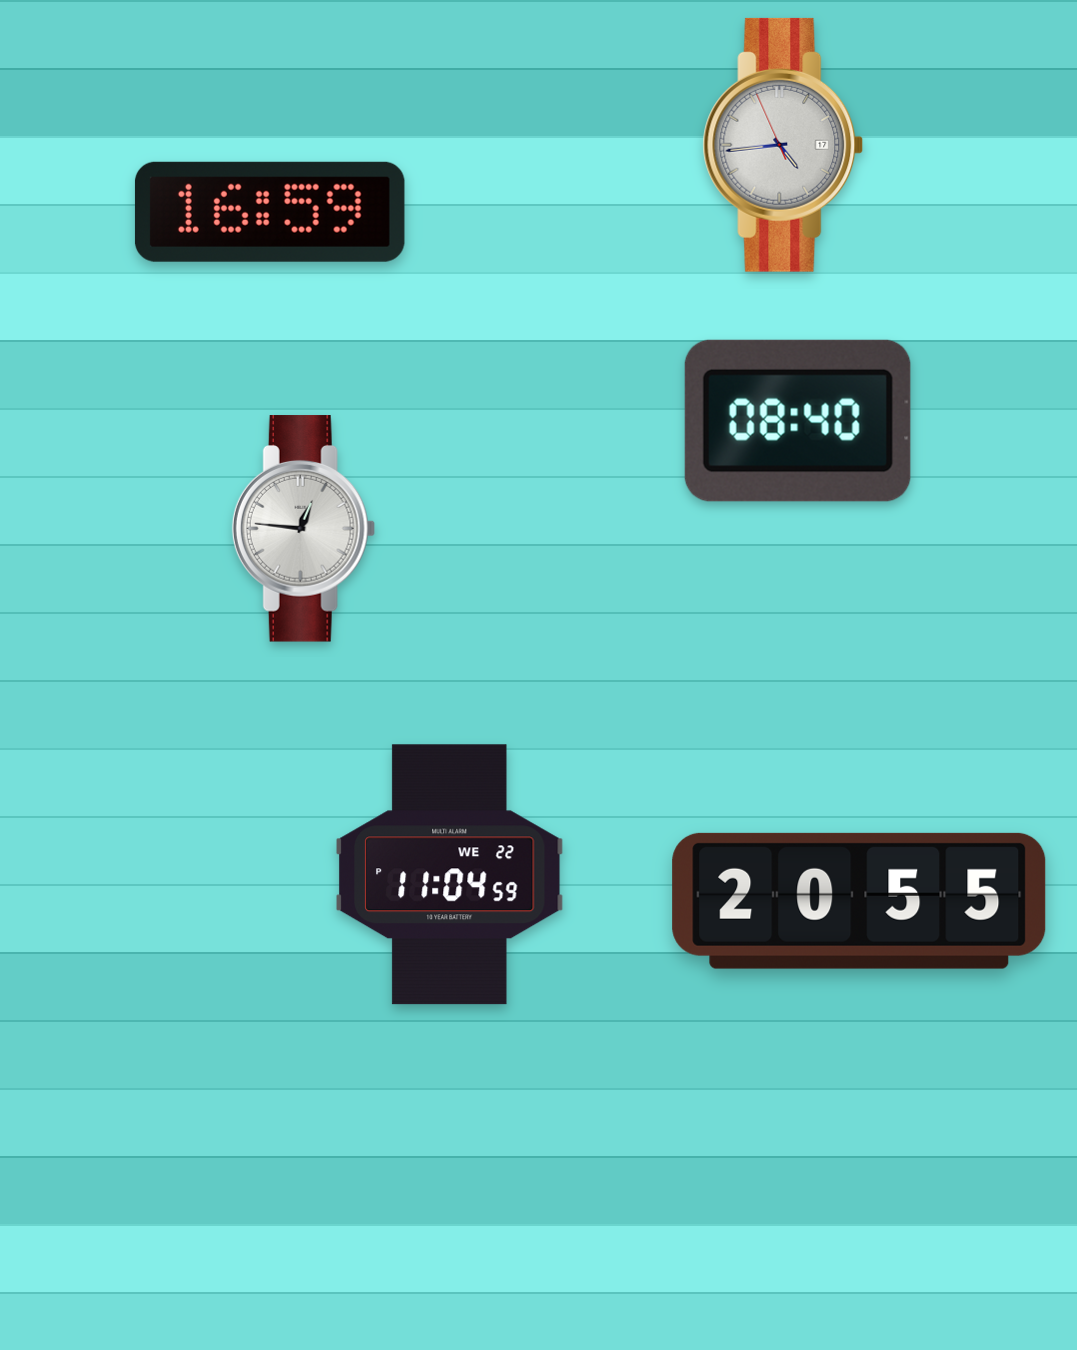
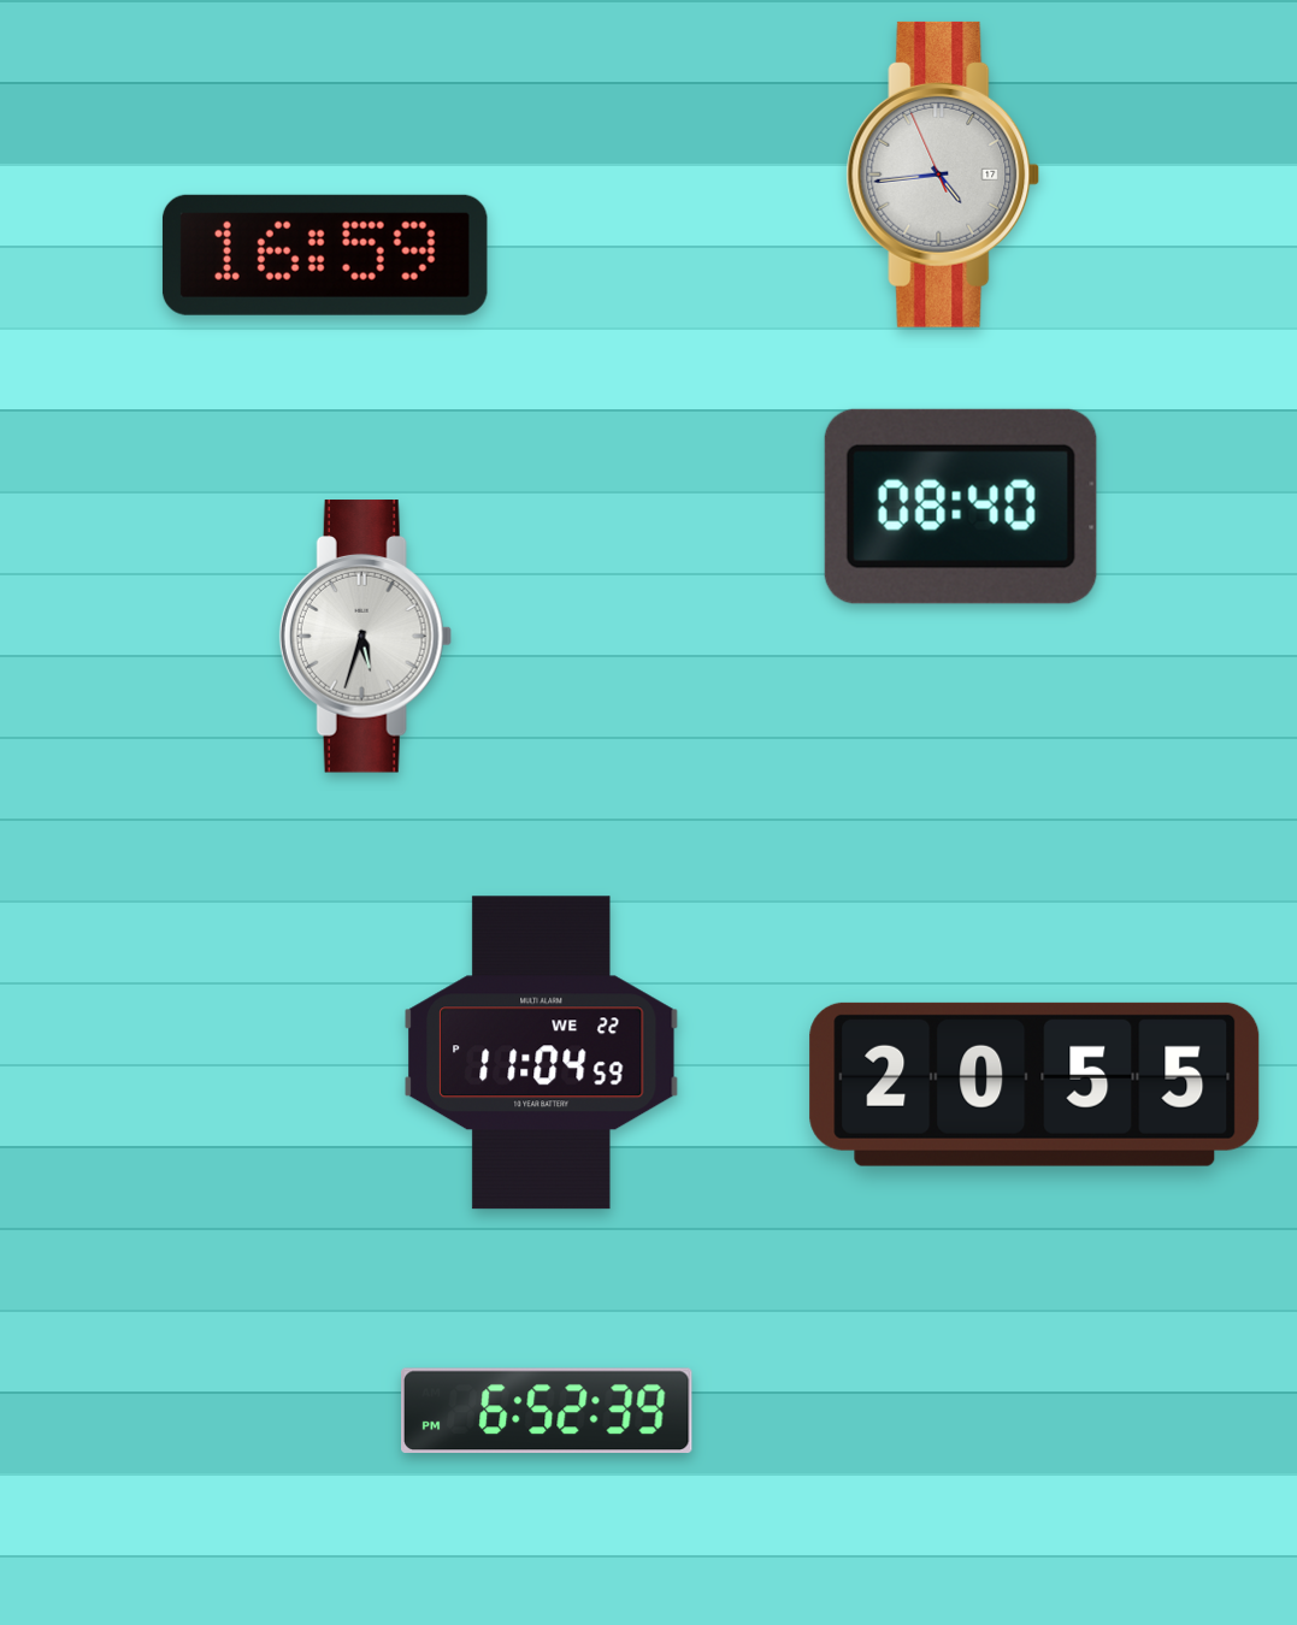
clock at (303, 529): 12:46 -> 5:33
clock at (548, 1410): none -> 6:52
